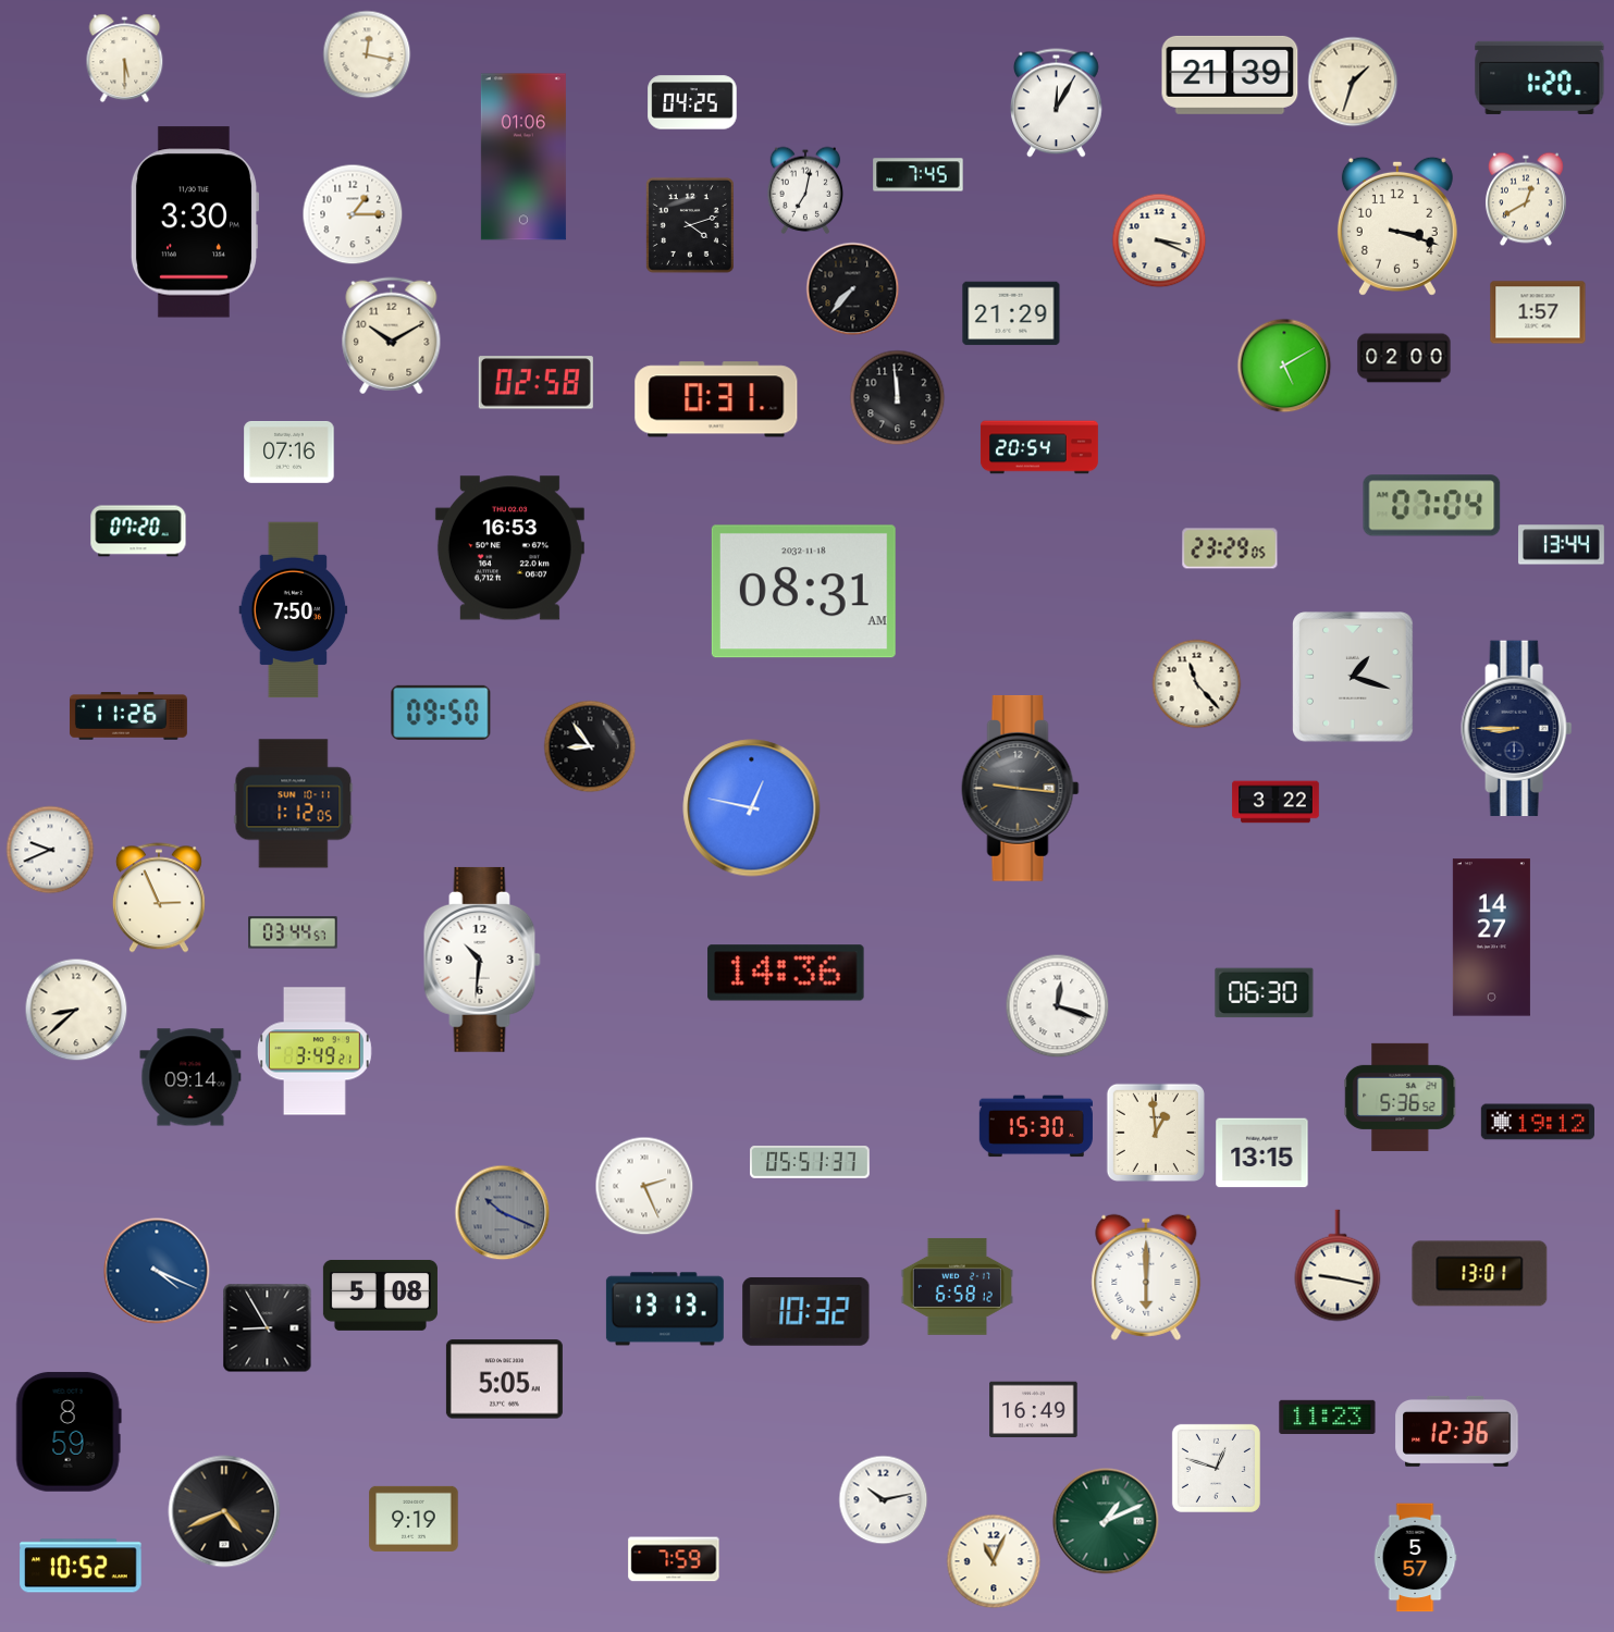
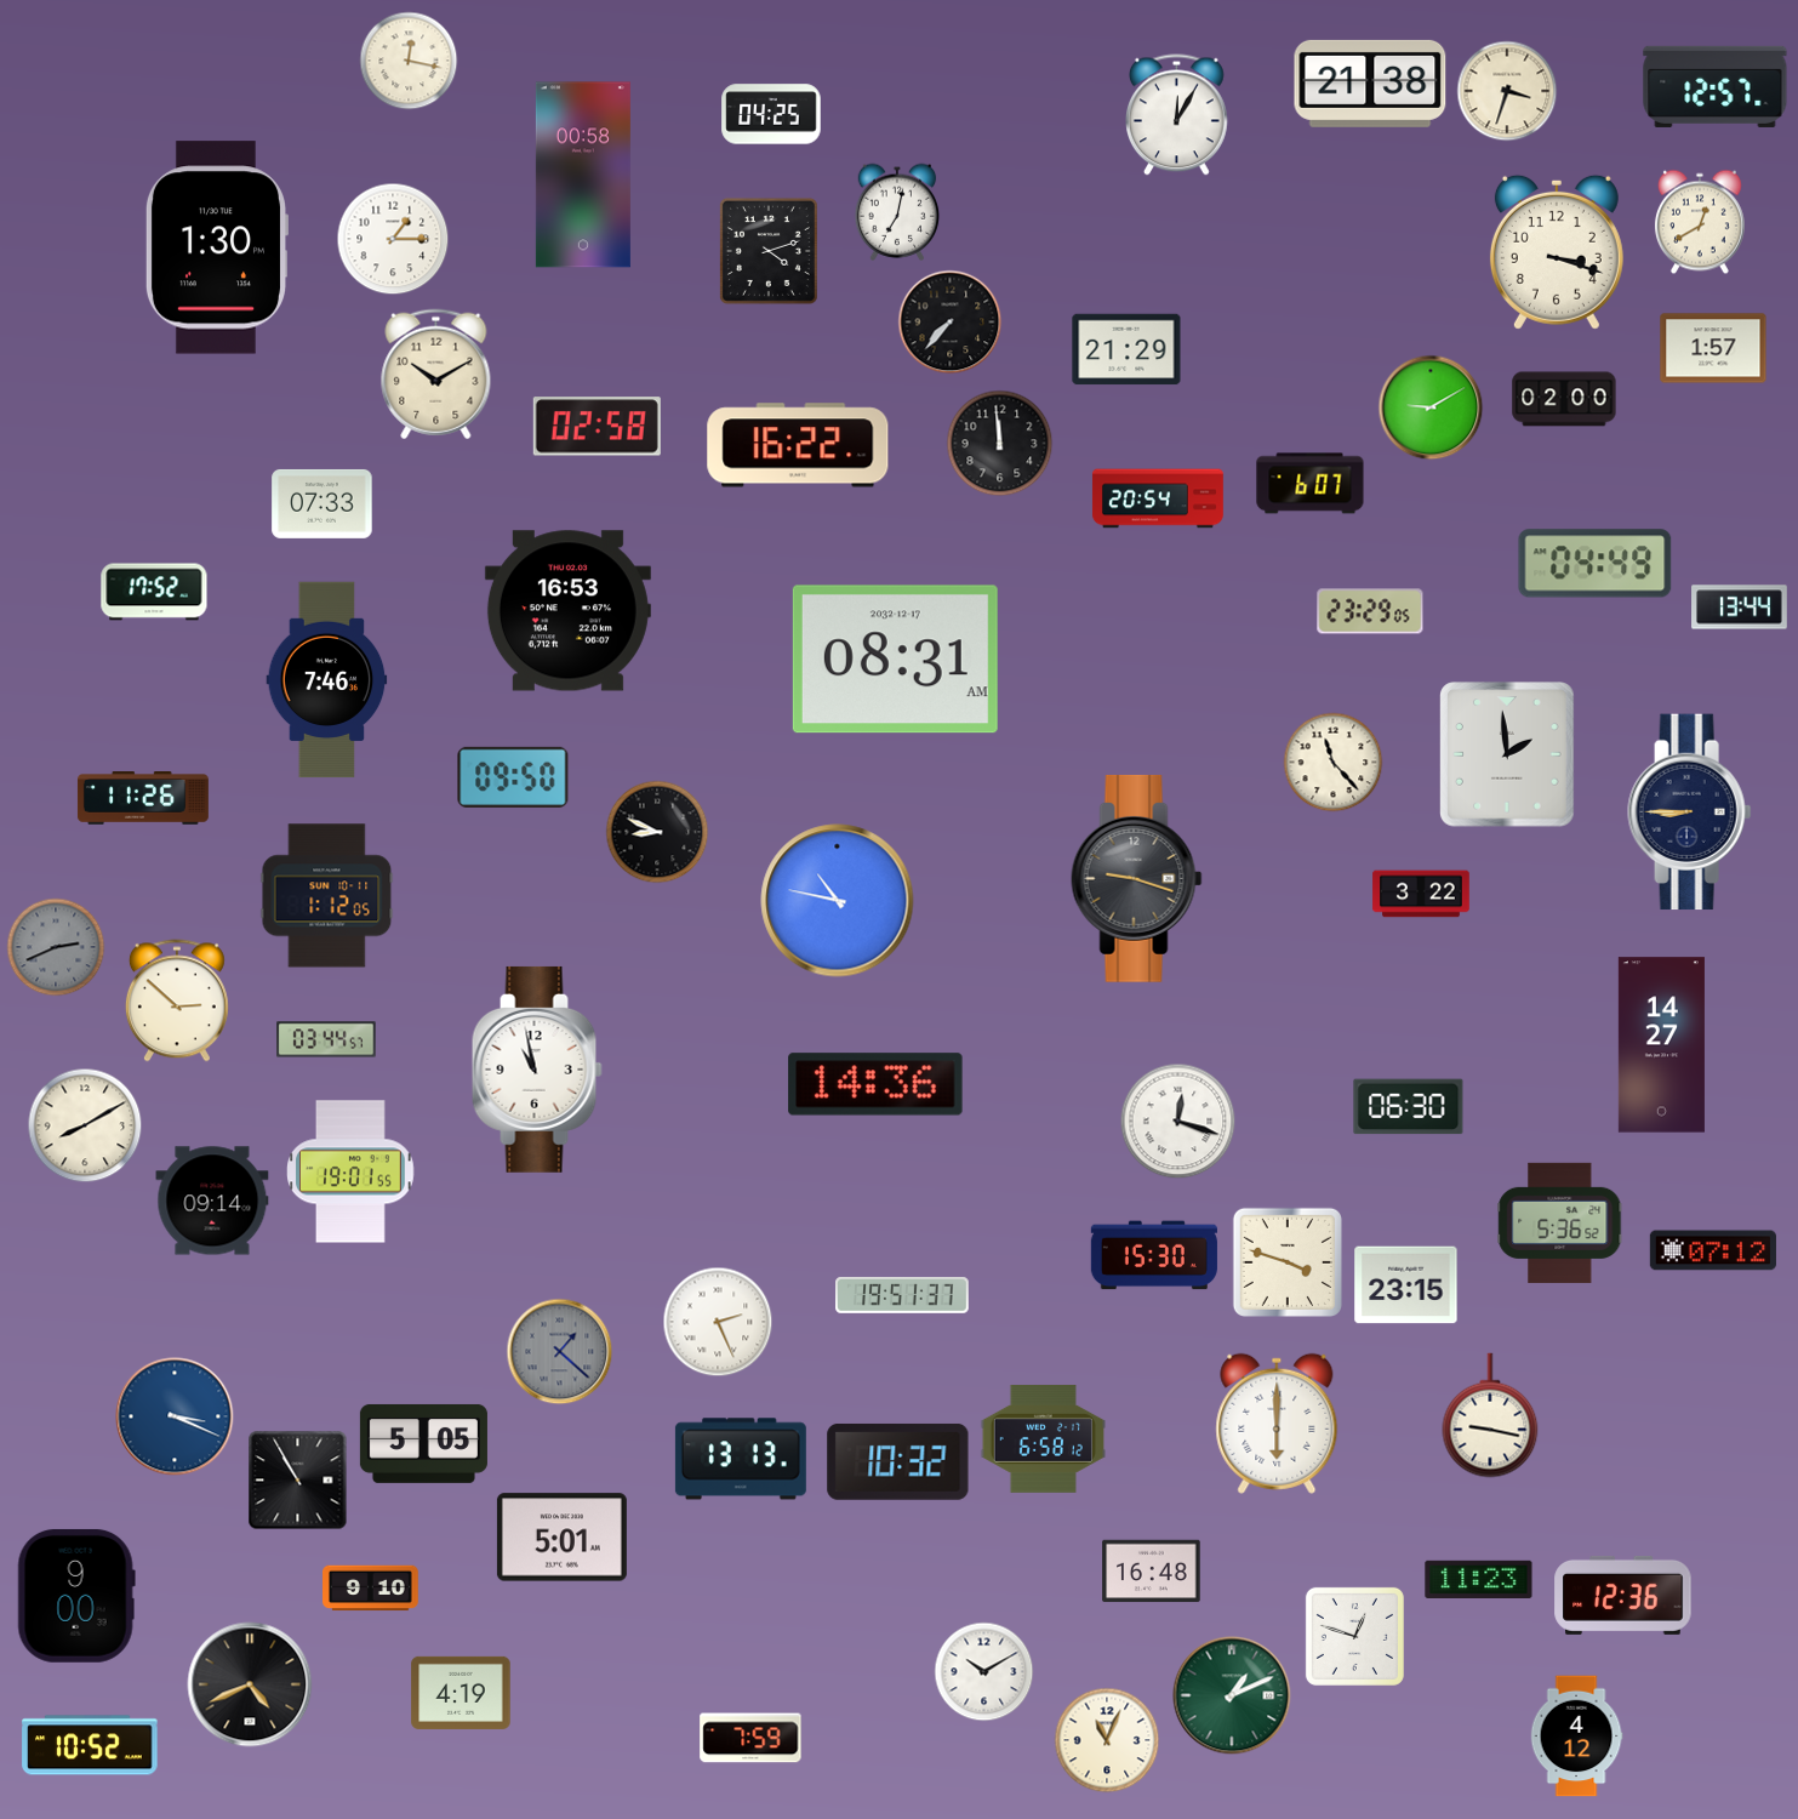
clock at (125, 59): 5:30 -> none
clock at (1230, 75): 21:39 -> 21:38
clock at (1540, 77): 1:20 -> 12:57
clock at (1353, 82): 1:33 -> 3:33
clock at (523, 157): 01:06 -> 00:58
clock at (919, 175): 7:45 -> none
clock at (194, 222): 3:30 -> 1:30
clock at (1159, 240): 3:19 -> none
clock at (1284, 366): 5:10 -> 9:10
clock at (716, 399): 0:31 -> 16:22
clock at (1311, 484): none -> 6:07
clock at (289, 452): 07:16 -> 07:33
clock at (1432, 506): 07:04 -> 04:49
clock at (138, 531): 07:20 -> 17:52
clock at (803, 592) date: 2032-11-18 -> 2032-12-17
clock at (294, 610): 7:50 -> 7:46
clock at (1353, 677): 1:18 -> 1:59
clock at (441, 713) position: (441, 713) -> (513, 777)
clock at (590, 746): 8:54 -> 8:49
clock at (1021, 788): 9:16 -> 9:18
clock at (752, 808): 12:47 -> 10:47
clock at (50, 850): 9:41 -> 2:41
clock at (50, 850) dial: white -> grey
clock at (159, 898): 2:56 -> 2:52
clock at (482, 960): 10:31 -> 10:58
clock at (76, 1010): 8:38 -> 8:10
clock at (316, 1051): 3:49 -> 19:01
clock at (1538, 1122): 19:12 -> 07:12
clock at (1156, 1133): 12:59 -> 3:48
clock at (1262, 1153): 13:15 -> 23:15
clock at (810, 1163): 05:51 -> 19:51
clock at (503, 1213): 10:19 -> 1:22
clock at (1338, 1265) position: (1338, 1265) -> (1490, 1415)
clock at (157, 1271): 4:19 -> 3:19
clock at (1480, 1274): 13:01 -> none
clock at (957, 1286) position: (957, 1286) -> (1043, 1438)
clock at (380, 1295): 5:08 -> 5:05
clock at (268, 1328): 8:55 -> 10:55
clock at (504, 1380): 5:05 -> 5:01
clock at (1034, 1410): 16:49 -> 16:48
clock at (371, 1589): none -> 9:10
clock at (69, 1432): 8:59 -> 9:00
clock at (884, 1500): 10:13 -> 10:10
clock at (414, 1519): 9:19 -> 4:19
clock at (1415, 1558): 5:57 -> 4:12
